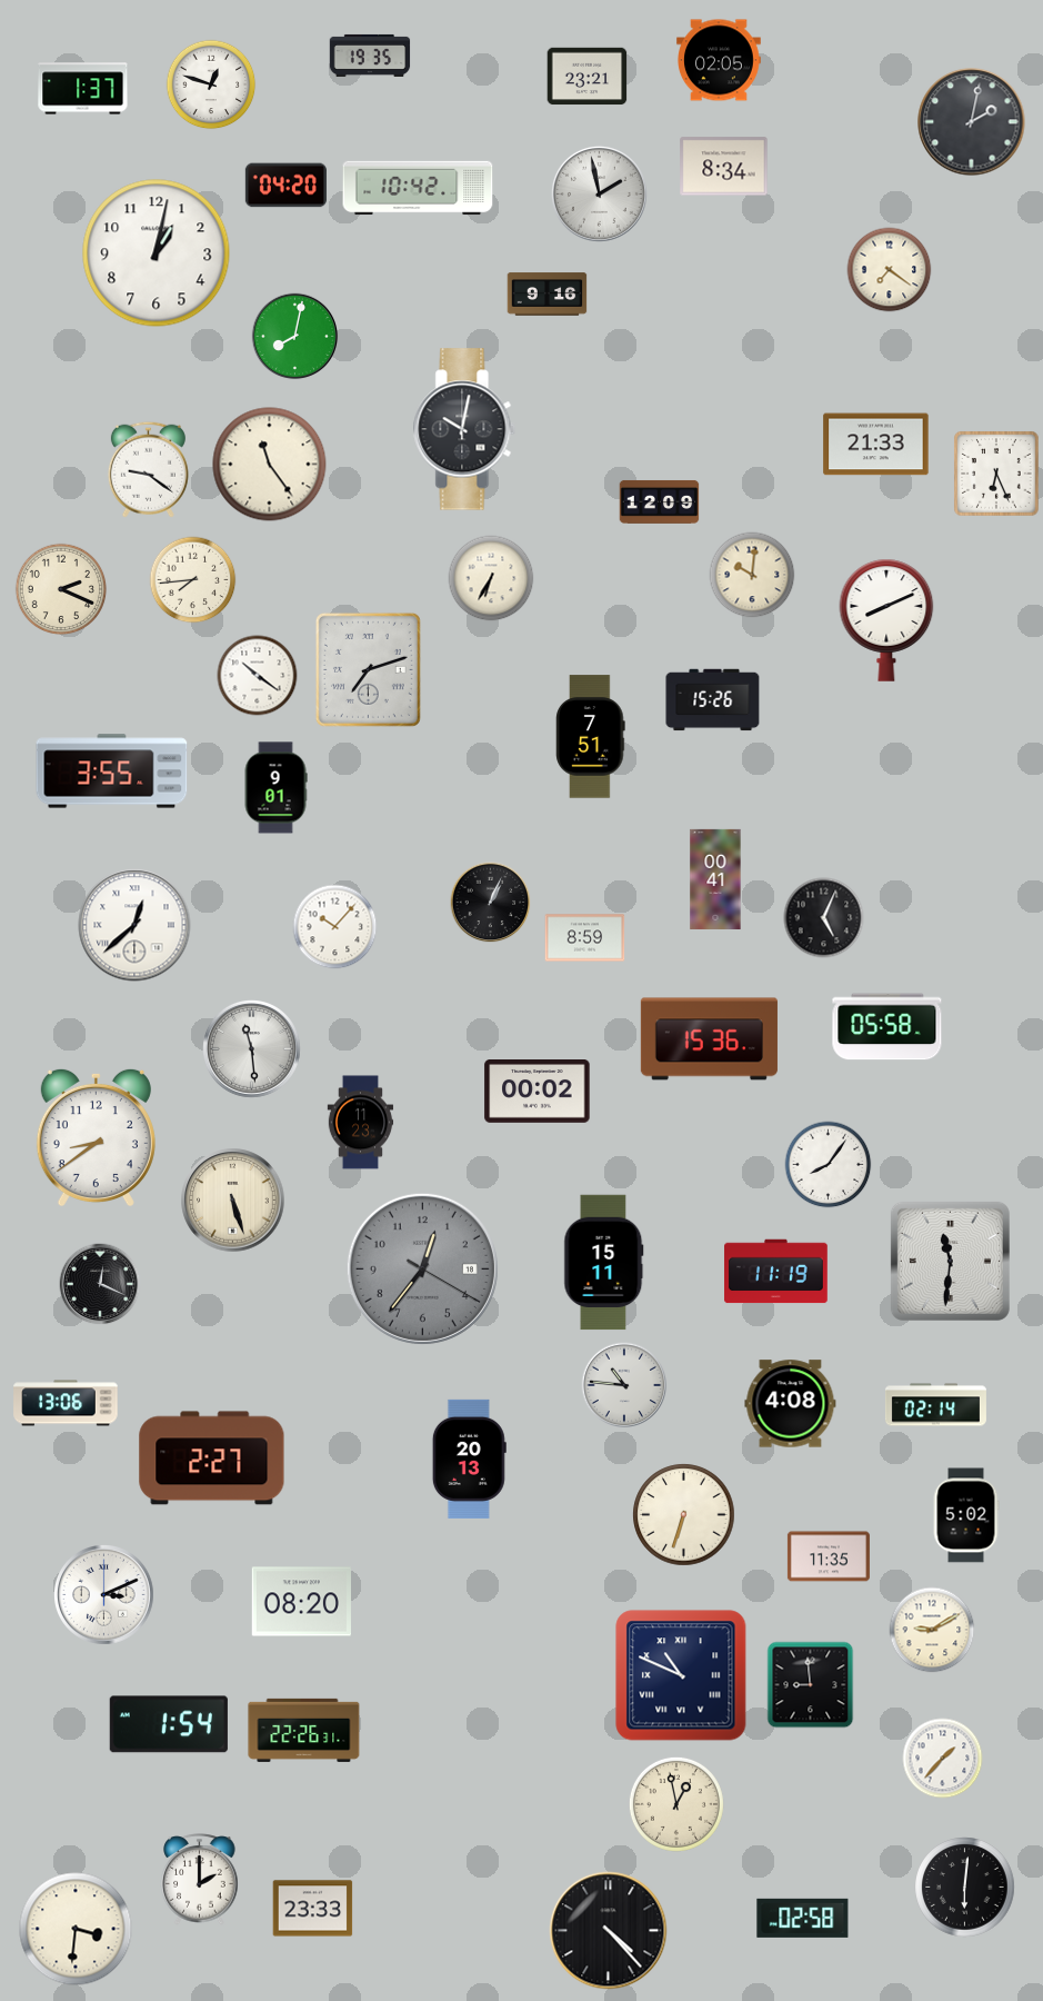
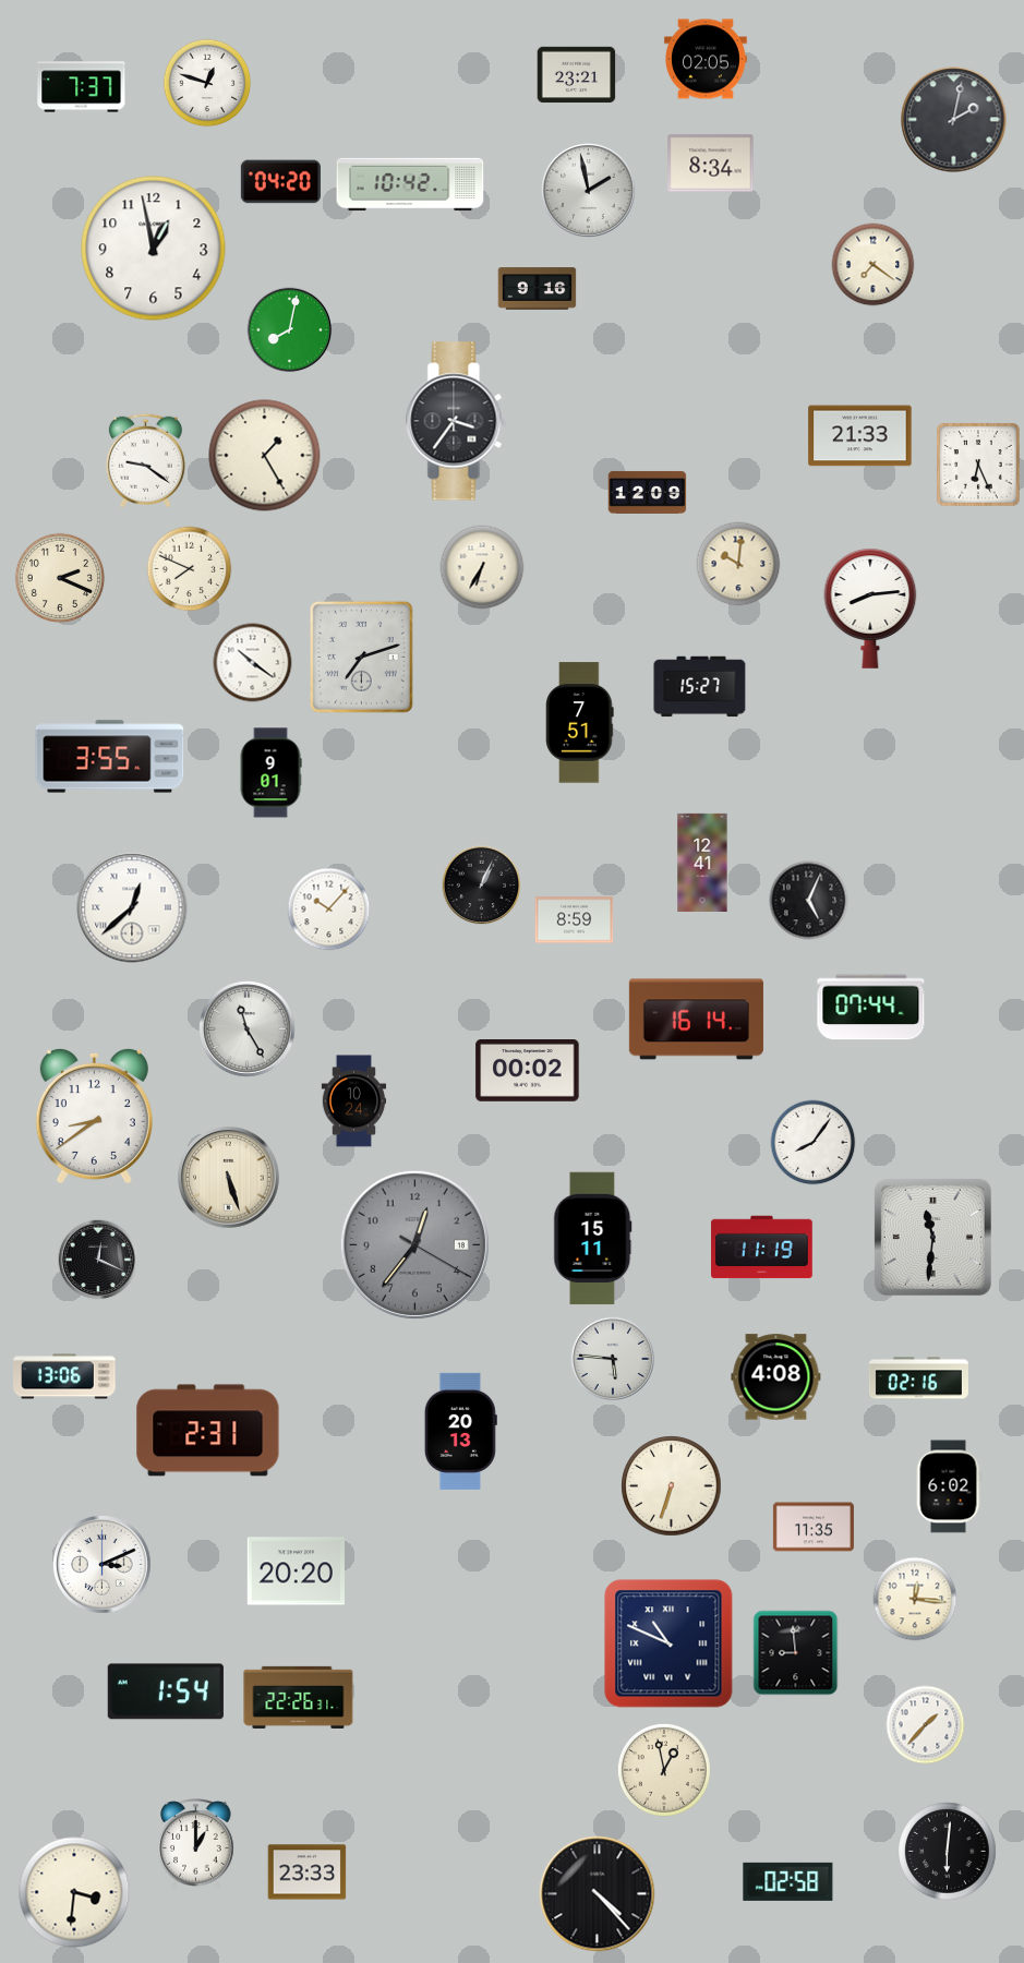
clock at (370, 56): 19:35 -> none
clock at (83, 89): 1:37 -> 7:37
clock at (157, 253): 1:02 -> 12:58
clock at (464, 429): 10:02 -> 3:36
clock at (270, 465): 11:24 -> 1:25
clock at (193, 580): 7:44 -> 7:49
clock at (886, 620): 8:11 -> 8:14
clock at (713, 700): 15:26 -> 15:27
clock at (715, 879): 00:41 -> 12:41
clock at (887, 1027): 05:58 -> 07:44
clock at (709, 1039): 15:36 -> 16:14
clock at (252, 1049): 11:29 -> 11:25
clock at (361, 1123): 11:23 -> 10:24
clock at (624, 1385): 10:46 -> 5:46
clock at (935, 1405): 02:14 -> 02:16
clock at (212, 1459): 2:27 -> 2:31
clock at (966, 1515): 5:02 -> 6:02
clock at (301, 1602): 08:20 -> 20:20
clock at (932, 1630): 9:10 -> 12:16
clock at (200, 1880): 2:00 -> 1:00
